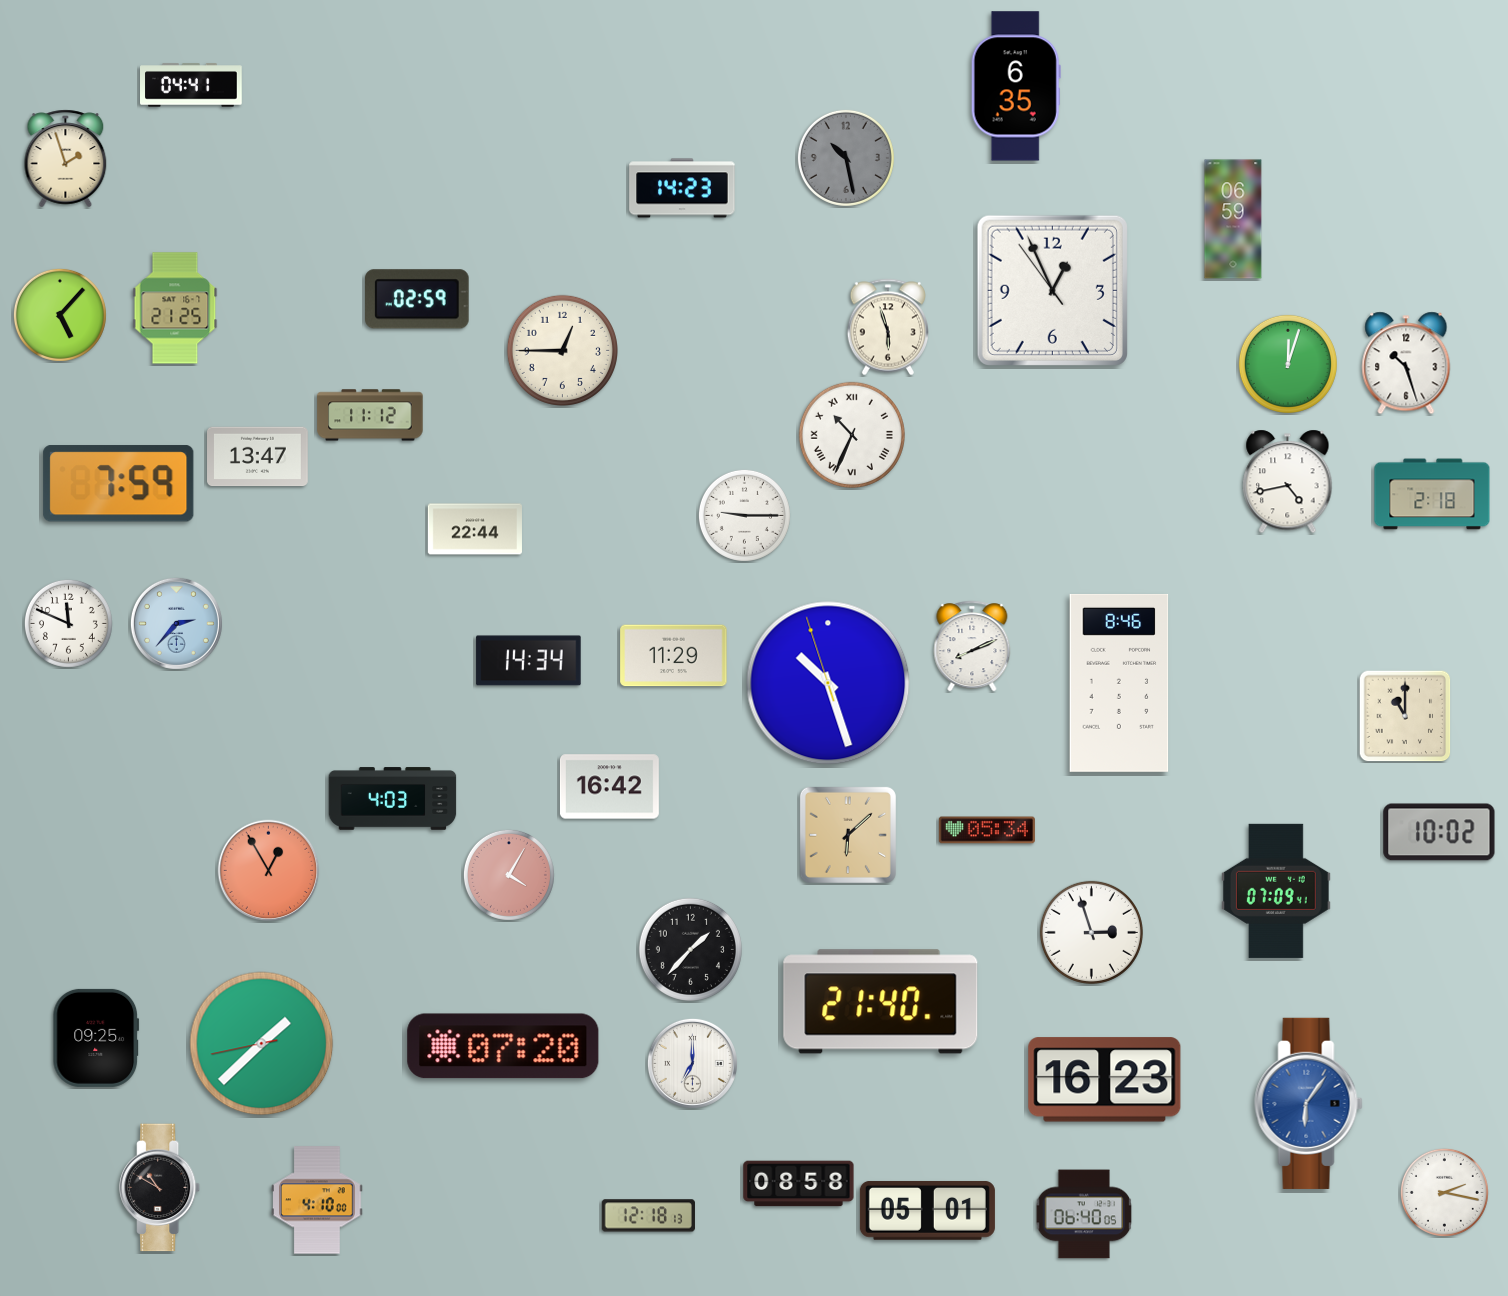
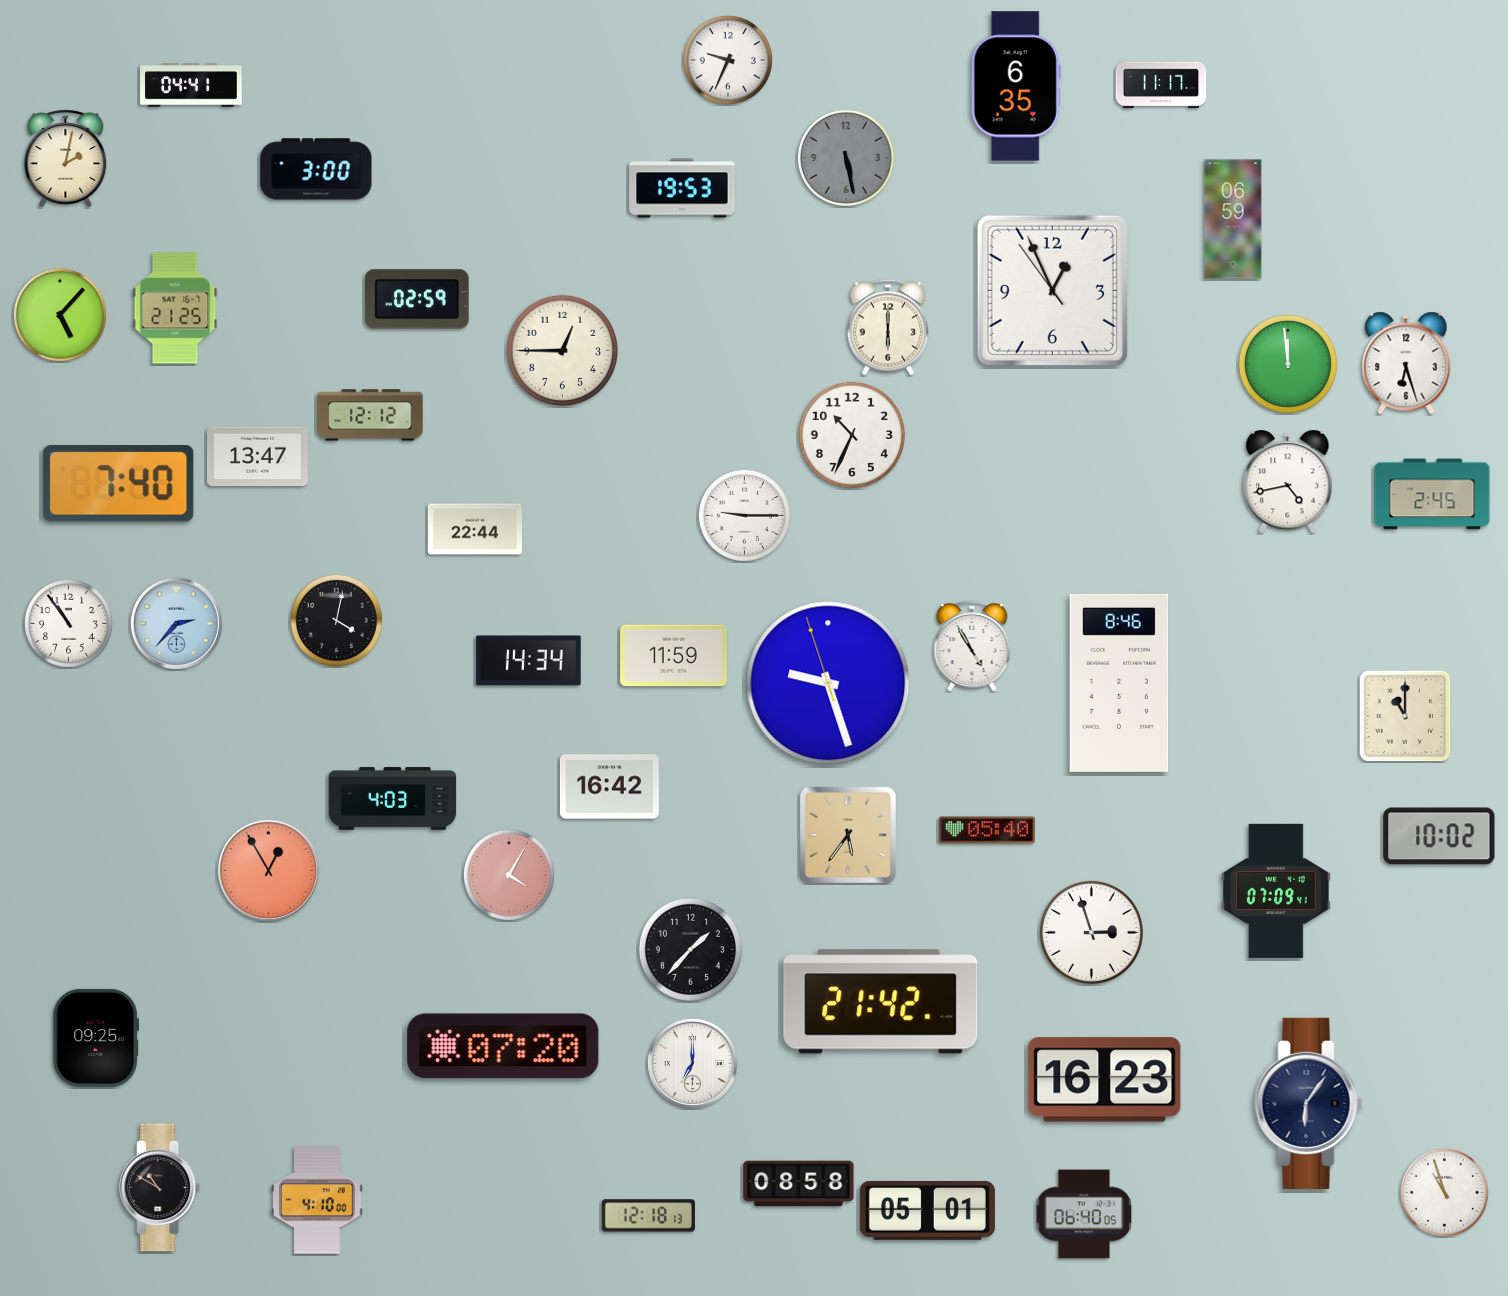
clock at (728, 60): none -> 9:34
clock at (1161, 85): none -> 11:17
clock at (846, 158): 10:28 -> 5:28
clock at (66, 159): 1:57 -> 2:02
clock at (316, 169): none -> 3:00
clock at (682, 188): 14:23 -> 19:53
clock at (887, 327): 5:57 -> 6:00
clock at (1406, 363): 10:27 -> 6:27
clock at (1288, 364): 12:03 -> 11:59
clock at (370, 415): 11:12 -> 12:12
clock at (852, 435) numerals: Roman -> Arabic
clock at (119, 484): 7:59 -> 7:40
clock at (1432, 494): 2:18 -> 2:45
clock at (336, 620): none -> 4:02
clock at (68, 623): 11:49 -> 10:54
clock at (972, 646): 8:11 -> 4:55
clock at (674, 656): 11:29 -> 11:59
clock at (828, 683): 10:26 -> 9:26
clock at (987, 830): 05:34 -> 05:40
clock at (1439, 832) position: (1439, 832) -> (1439, 836)
clock at (848, 835): 6:08 -> 5:36
clock at (881, 1002): 21:40 -> 21:42
clock at (262, 1044): 1:37 -> none
clock at (1309, 1103) dial: blue -> navy
clock at (1444, 1192): 2:17 -> 10:57
